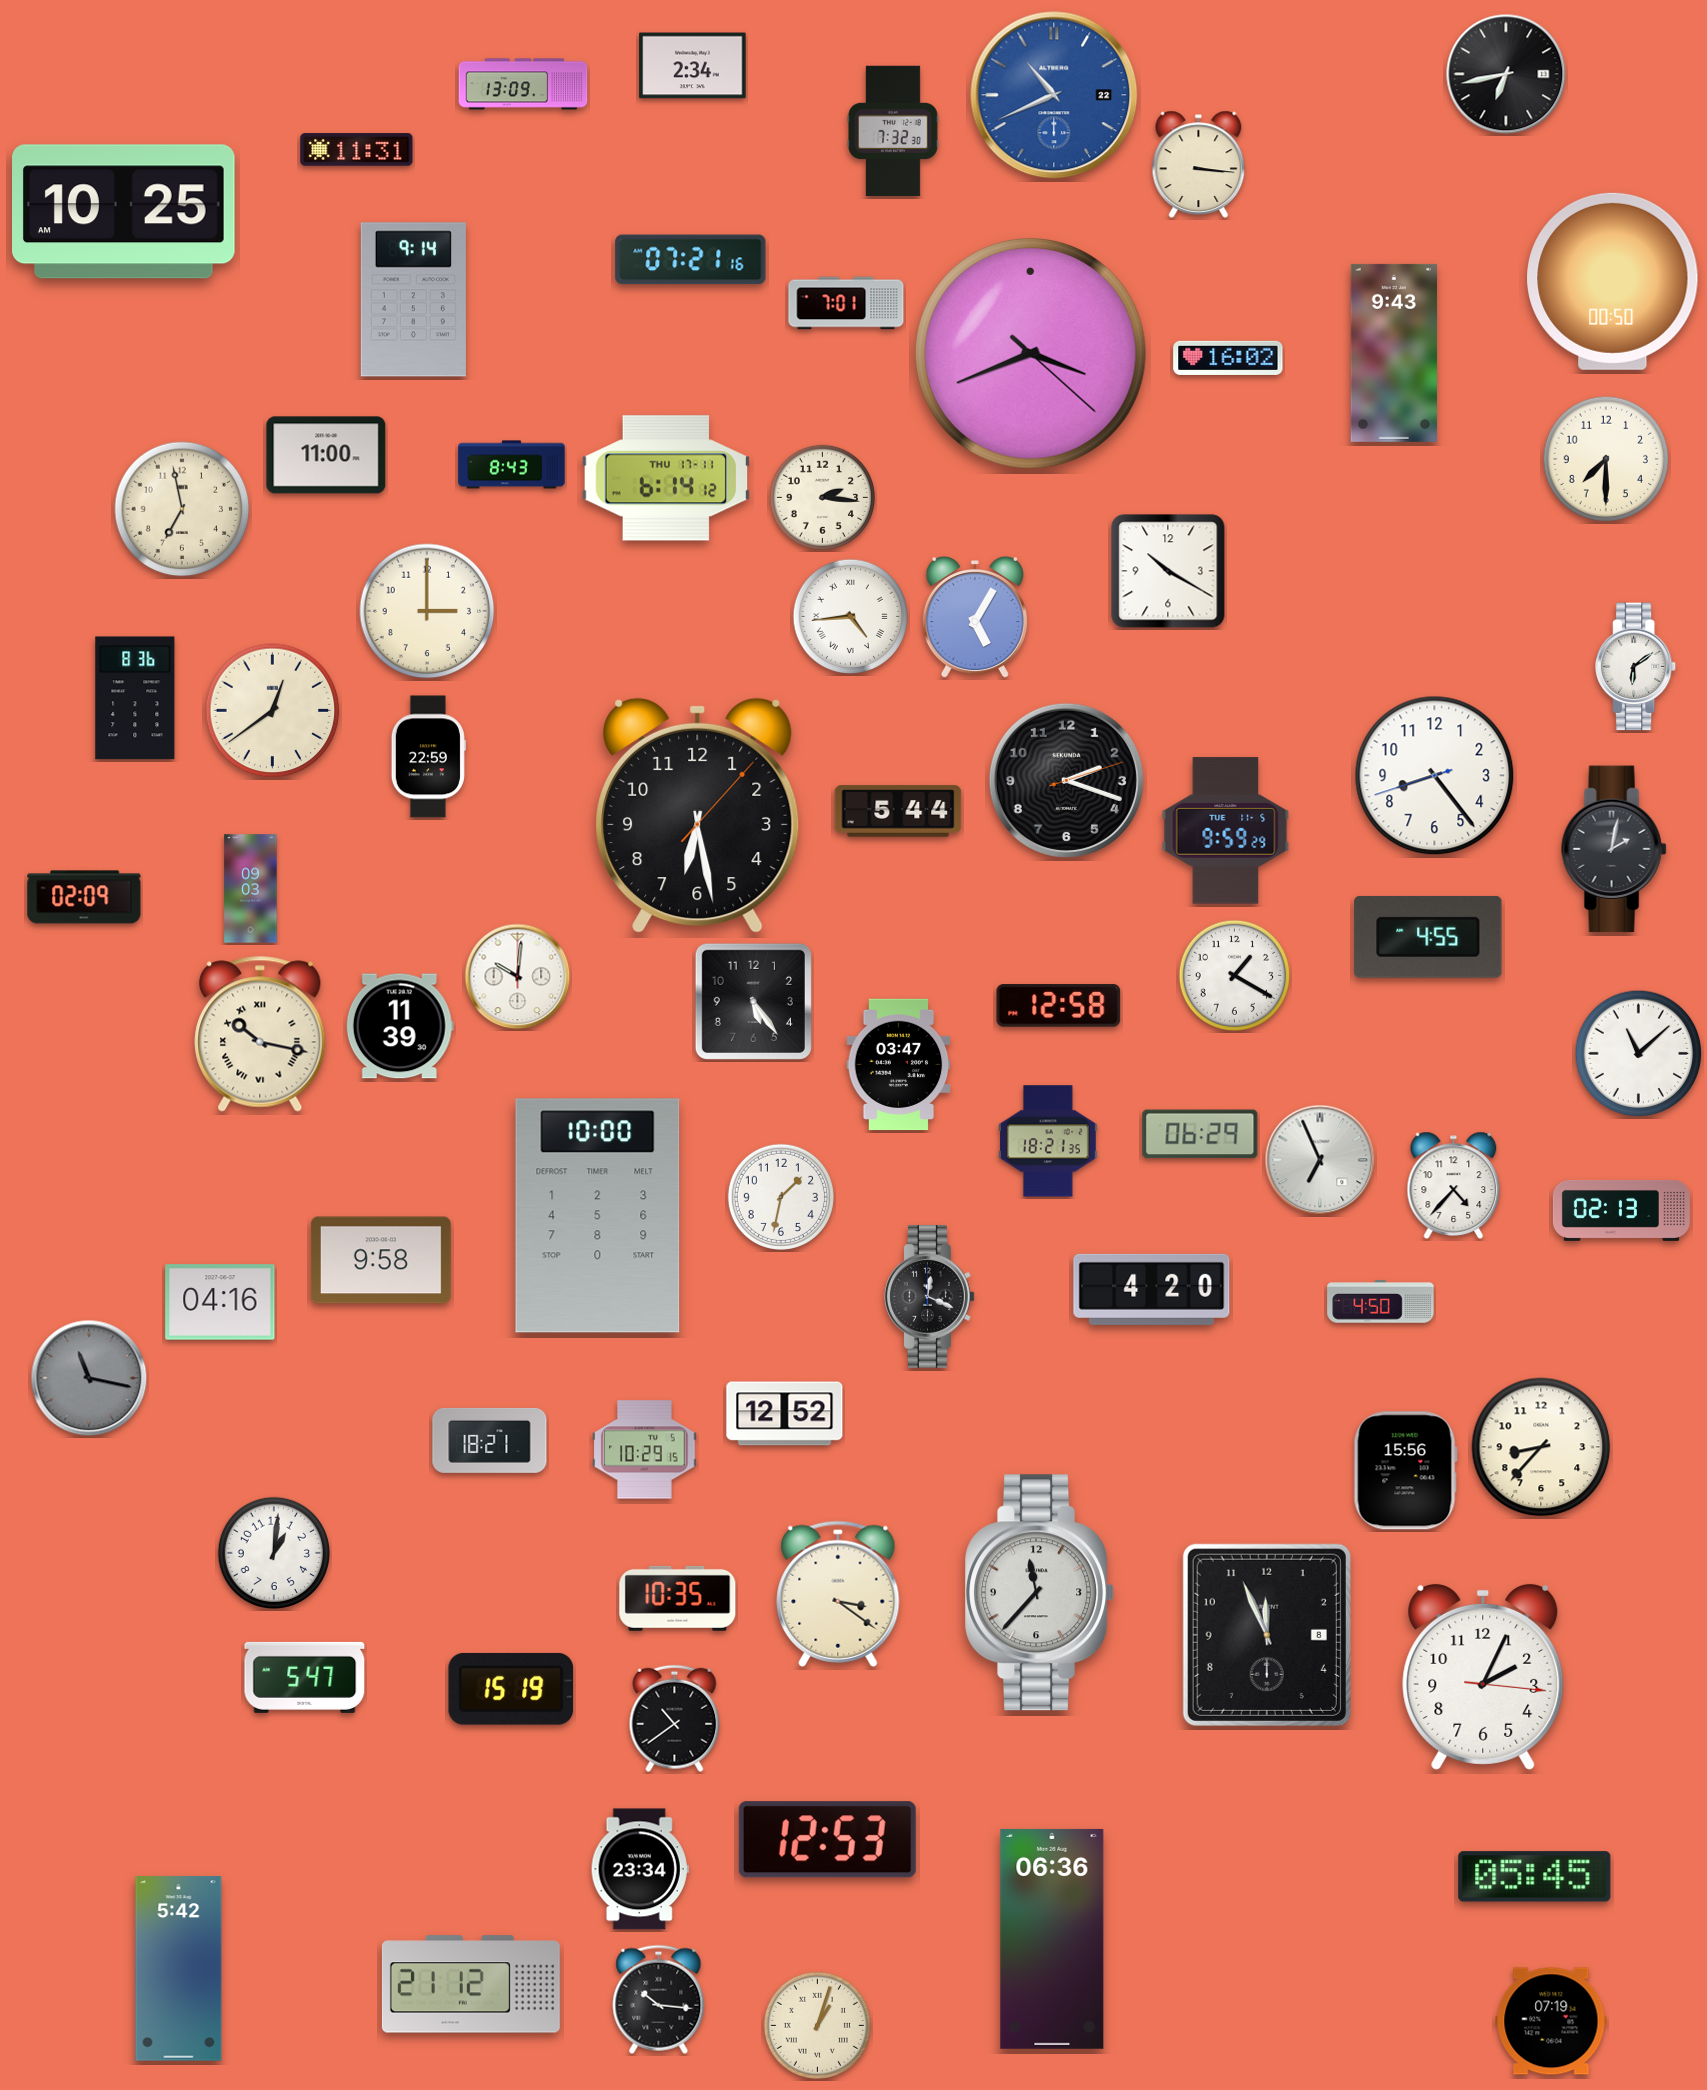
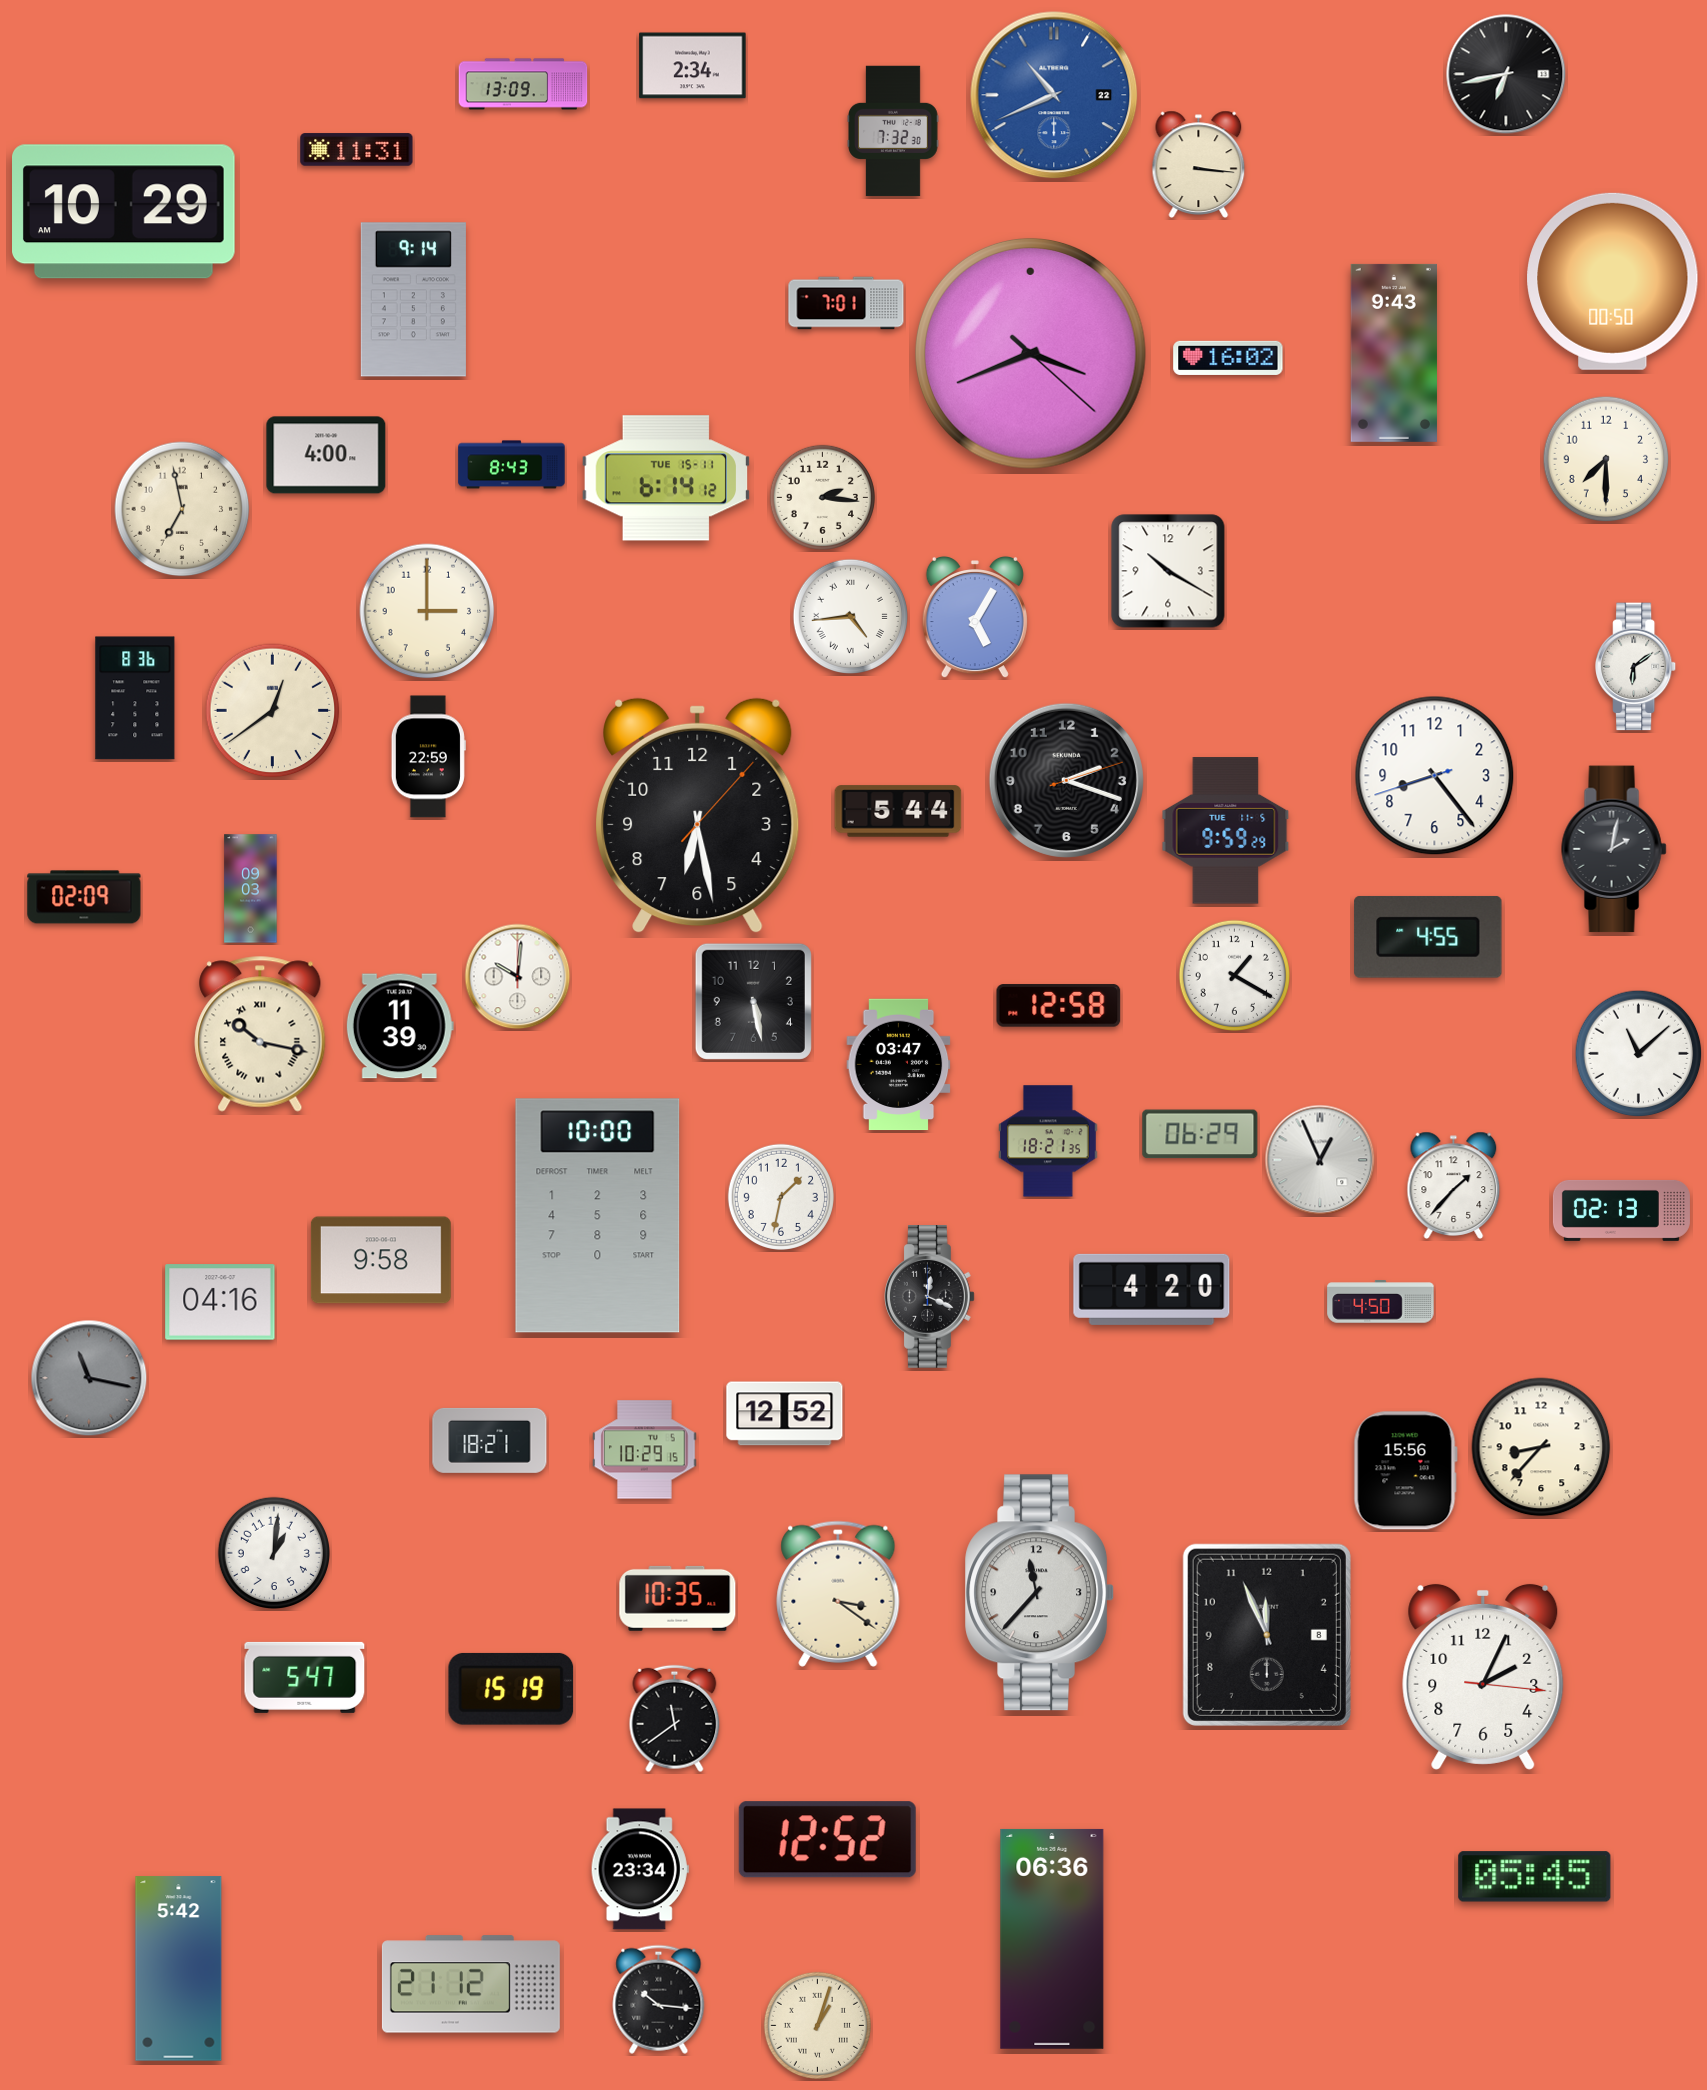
clock at (124, 212): 10:25 -> 10:29
clock at (691, 260): 07:21 -> none
clock at (326, 455): 11:00 -> 4:00
clock at (665, 478) date: THU 17-11 -> TUE 15-11
clock at (753, 1001): 5:24 -> 5:28
clock at (1320, 1160): 6:56 -> 12:56
clock at (1454, 1185): 4:37 -> 1:37
clock at (675, 1719): 10:39 -> 11:39
clock at (827, 1840): 12:53 -> 12:52
clock at (1551, 2021): 07:19 -> none
